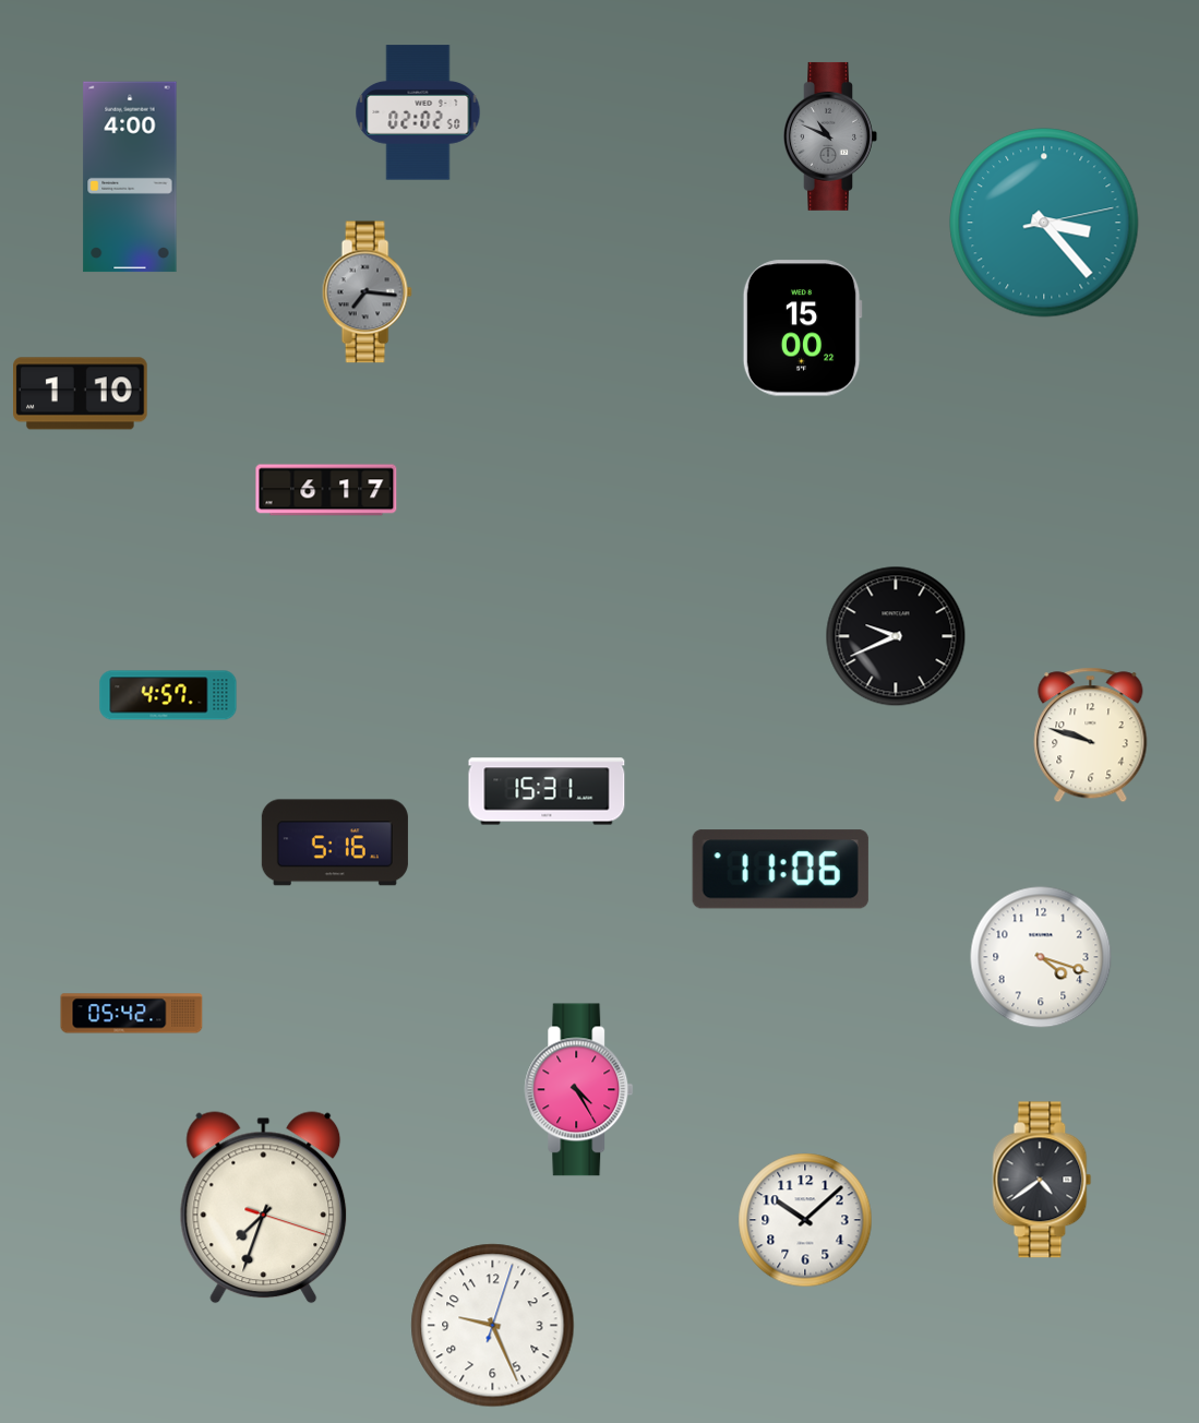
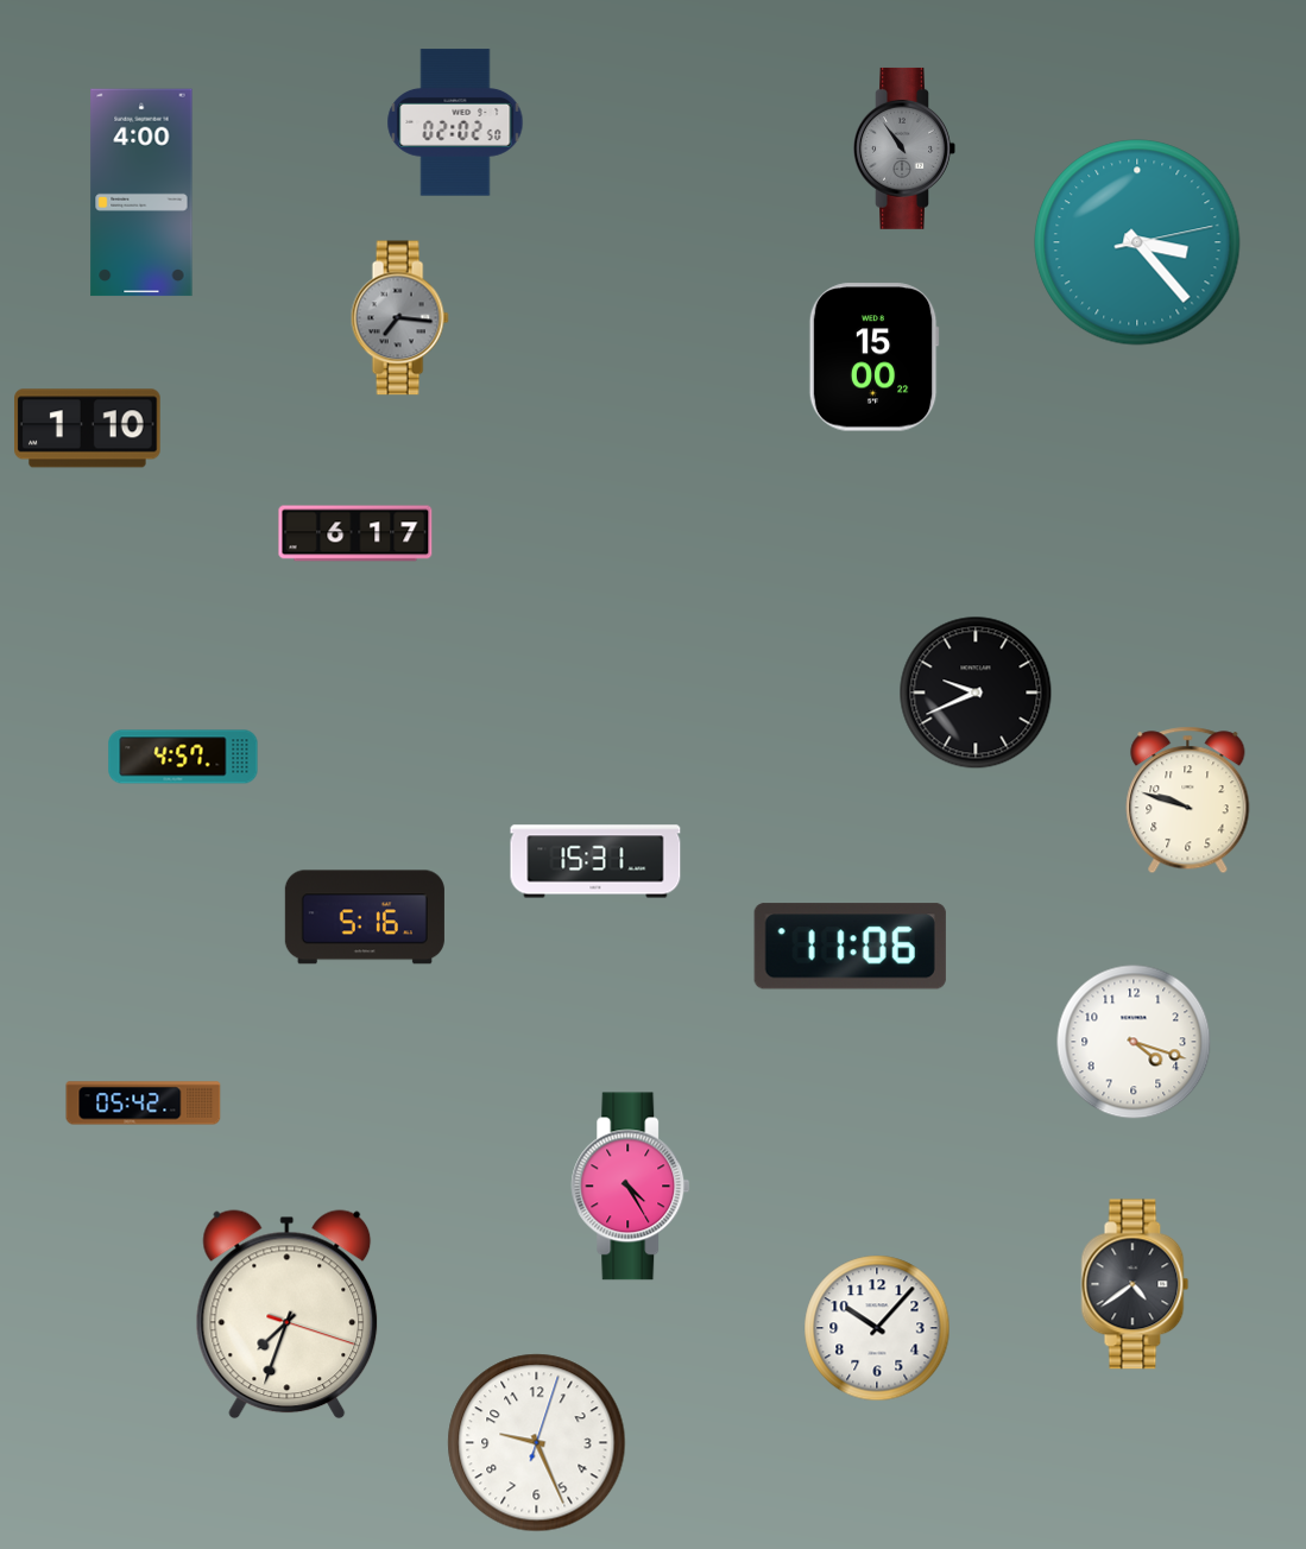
clock at (830, 136): 10:49 -> 10:54
clock at (805, 1220): 10:08 -> 10:07
